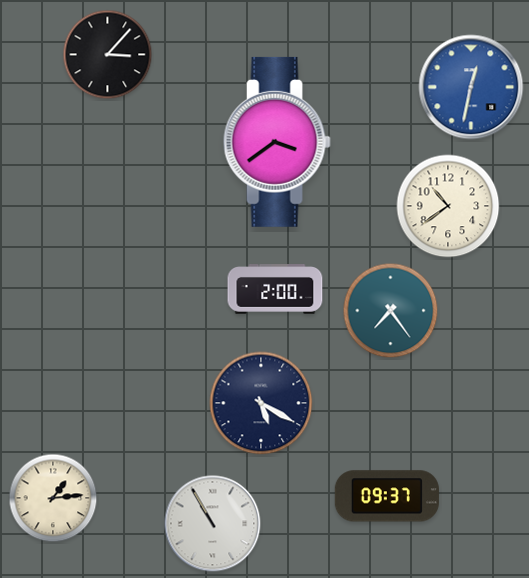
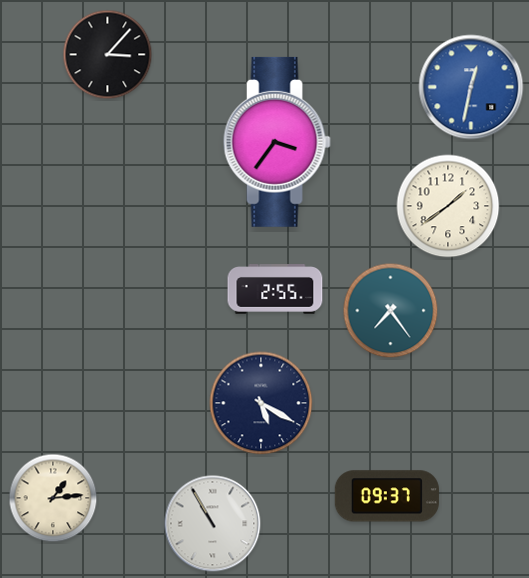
clock at (277, 142): 3:39 -> 3:36
clock at (448, 206): 10:39 -> 1:39
clock at (275, 289): 2:00 -> 2:55
